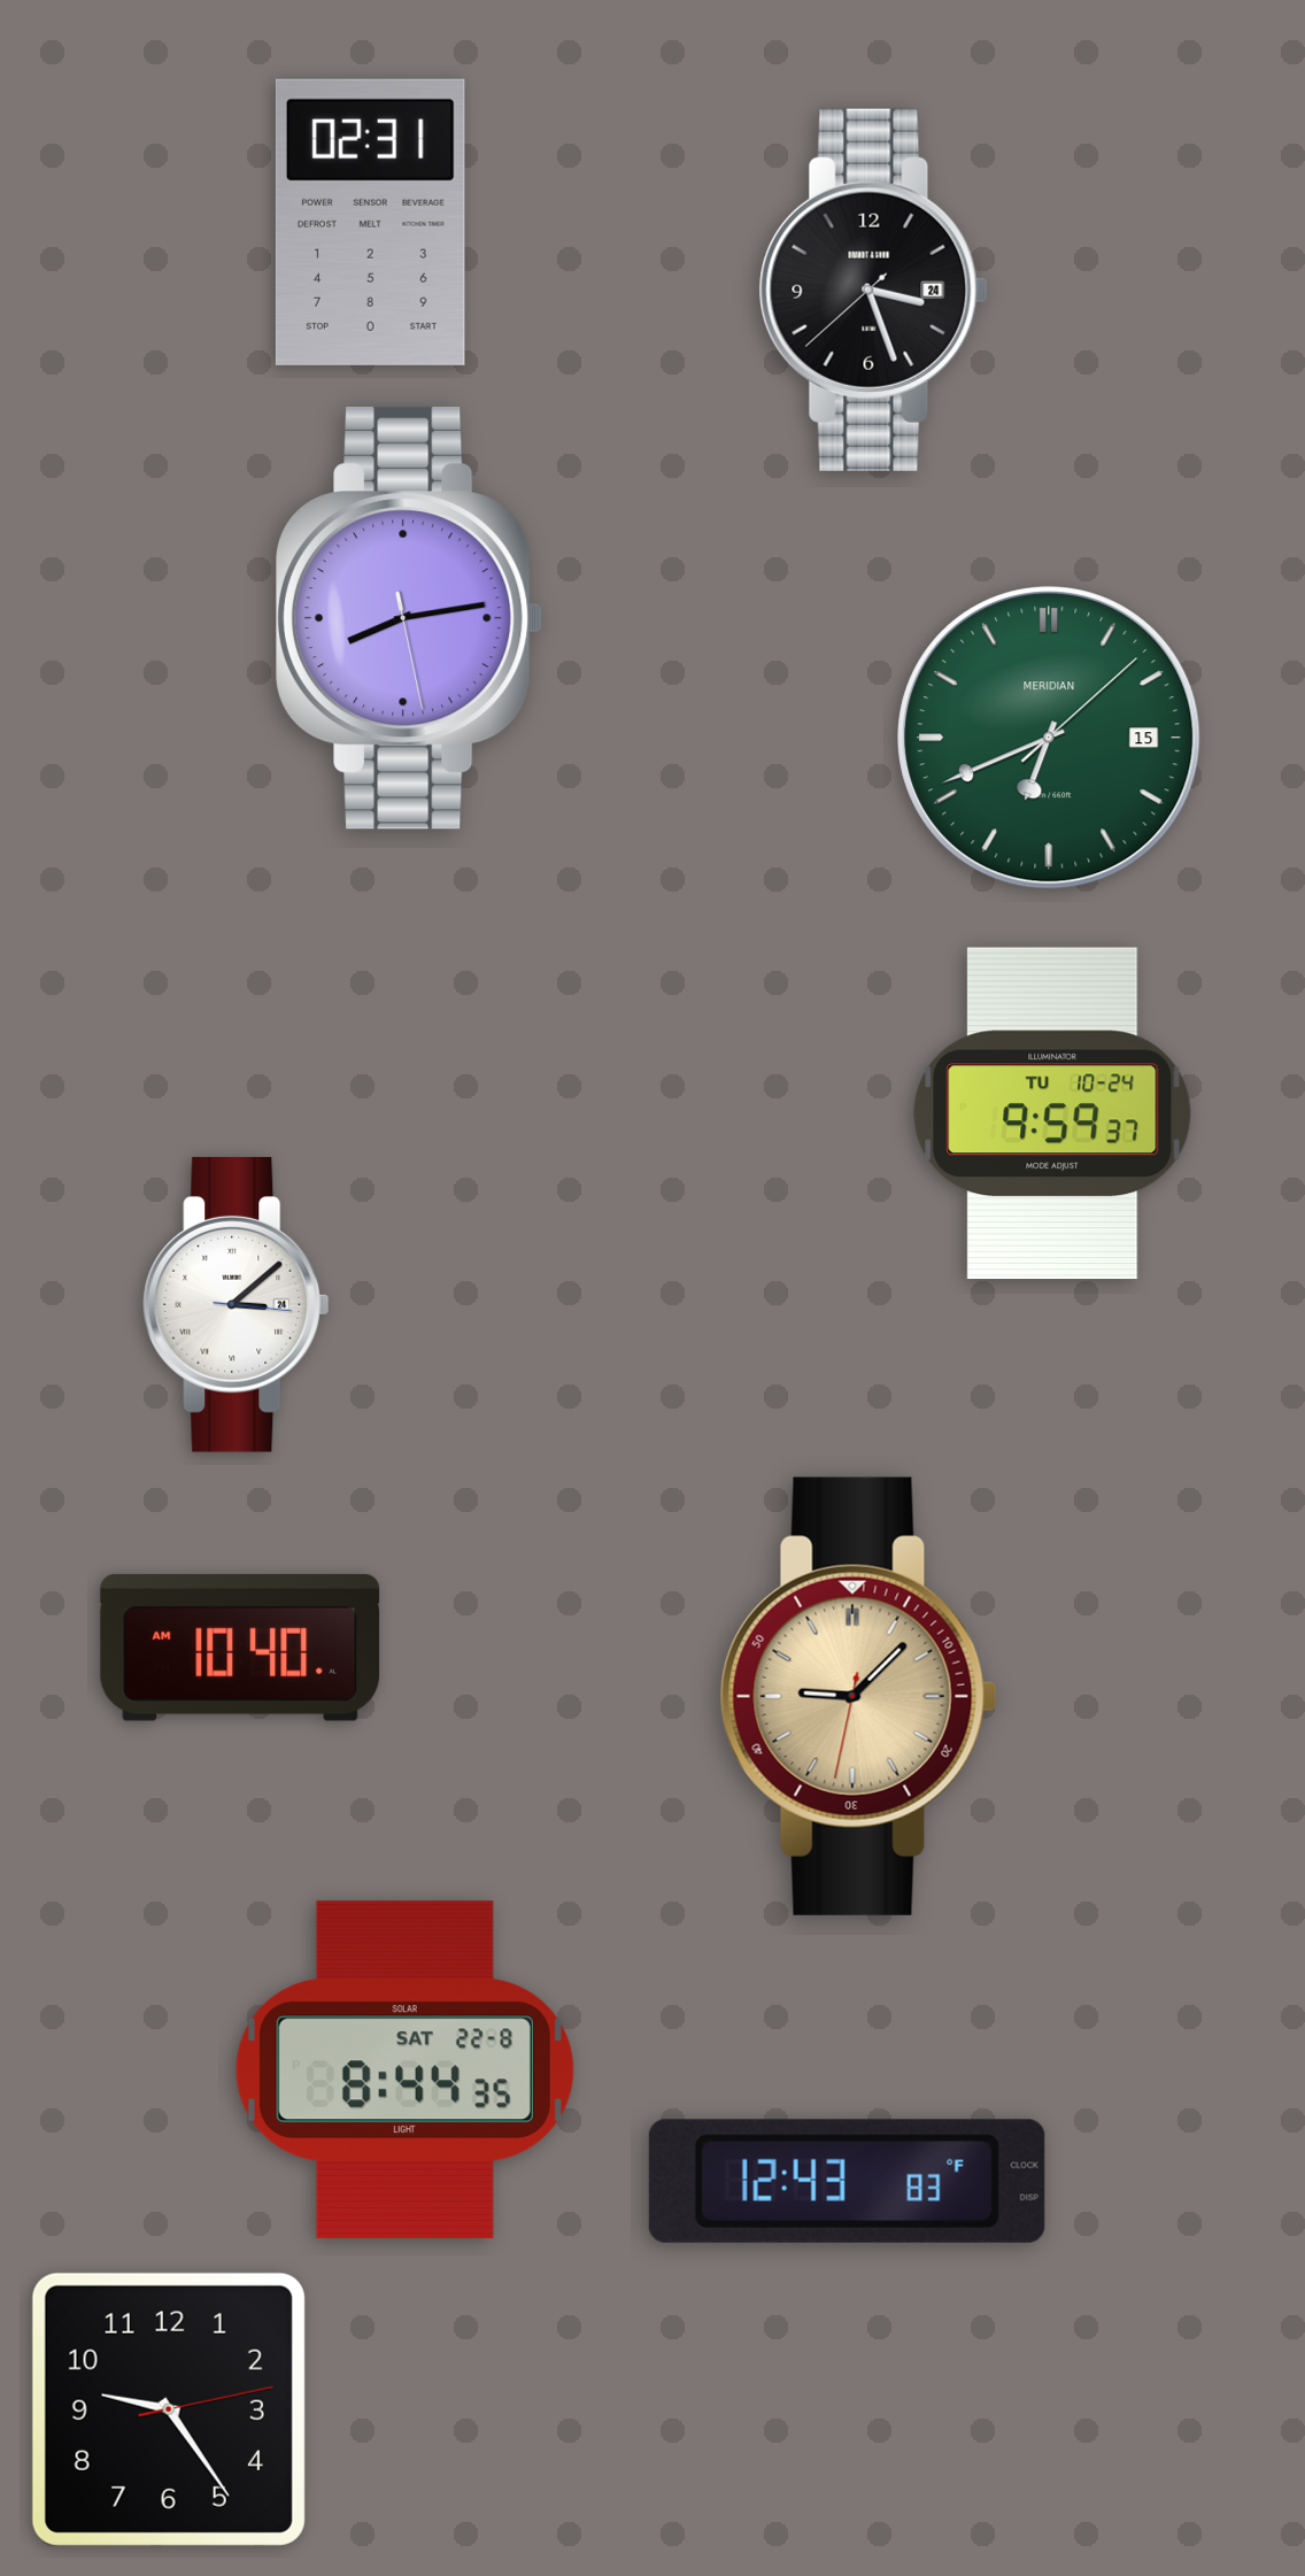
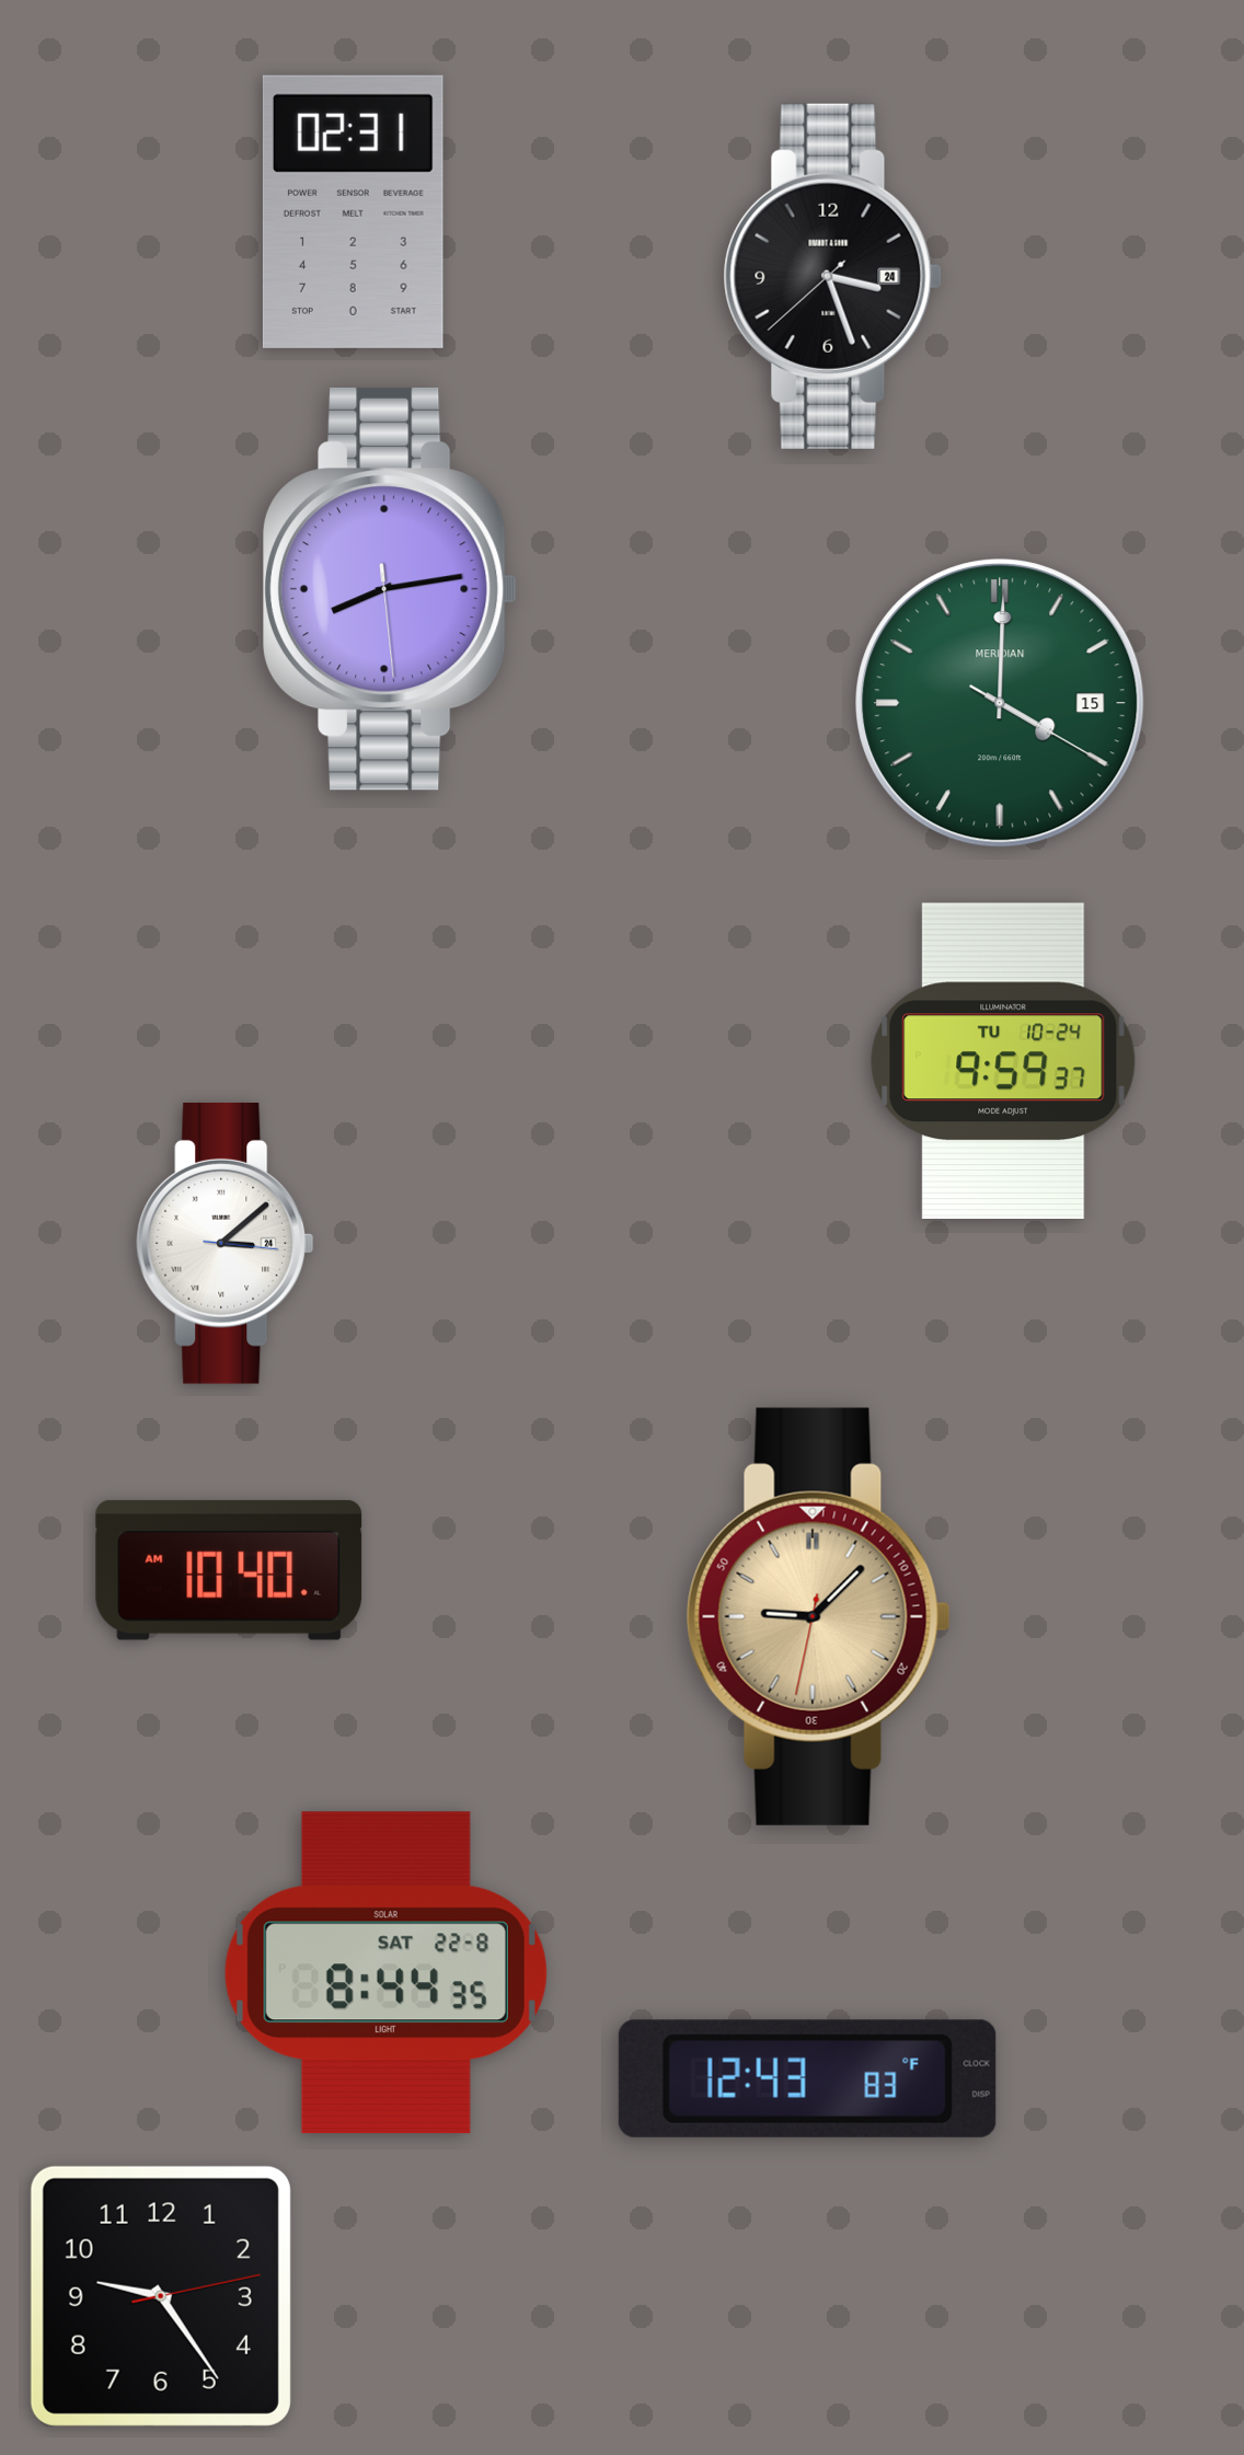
clock at (410, 618): 8:13:28 -> 8:13:29
clock at (1049, 738): 6:41 -> 4:00
